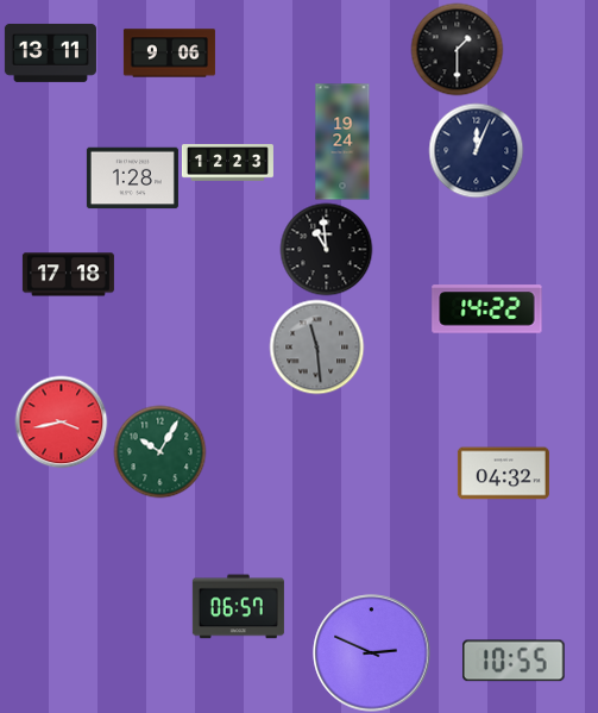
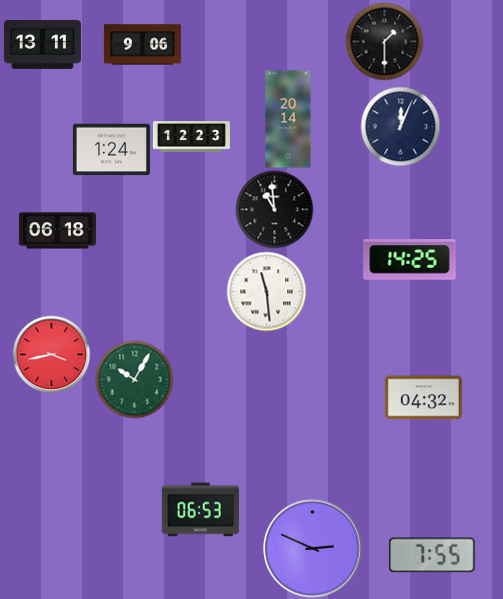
clock at (342, 142): 19:24 -> 20:14
clock at (132, 179): 1:28 -> 1:24
clock at (68, 275): 17:18 -> 06:18
clock at (487, 309): 14:22 -> 14:25
clock at (316, 346) dial: grey -> white
clock at (238, 607): 06:57 -> 06:53
clock at (515, 661): 10:55 -> 7:55
